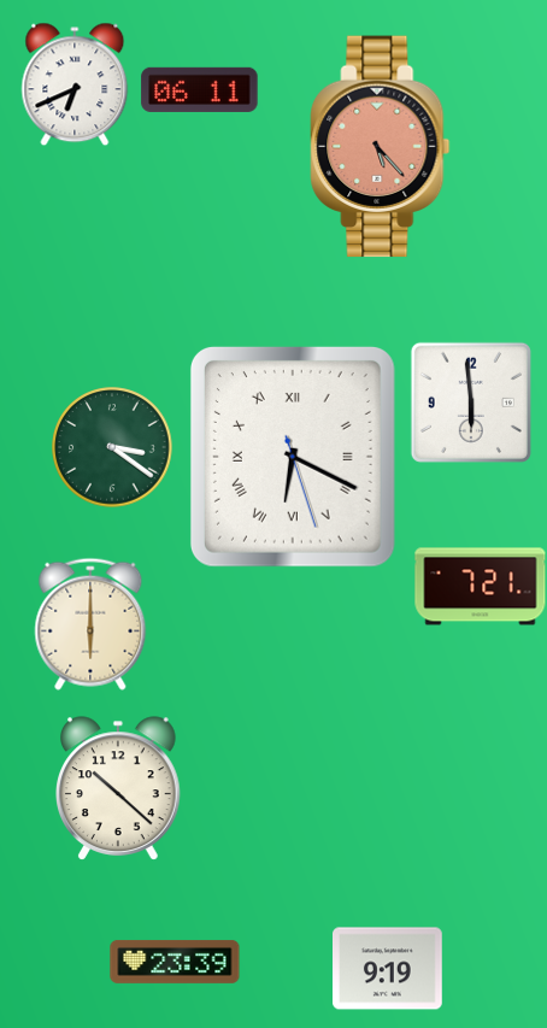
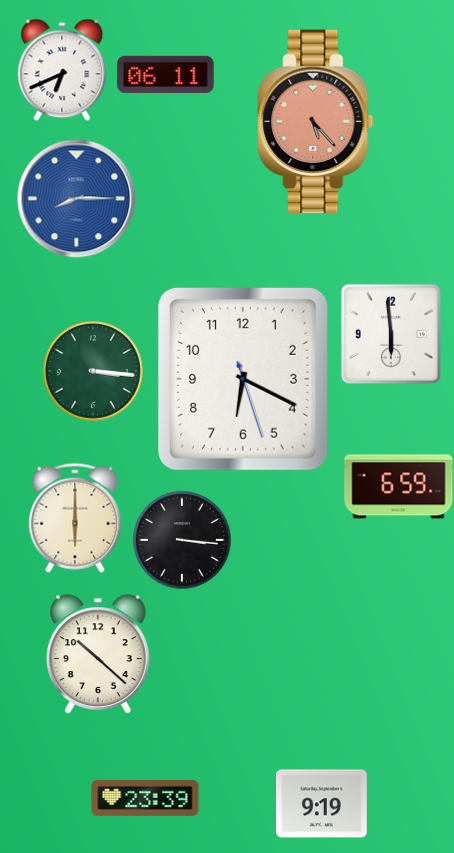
clock at (77, 199): none -> 8:15
clock at (112, 447): 3:21 -> 3:16
clock at (293, 457) numerals: Roman -> Arabic
clock at (481, 587): 7:21 -> 6:59
clock at (182, 540): none -> 3:16
